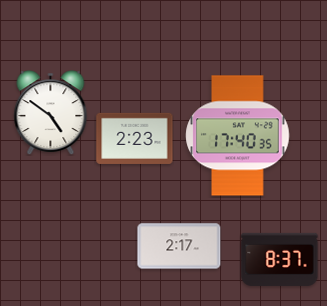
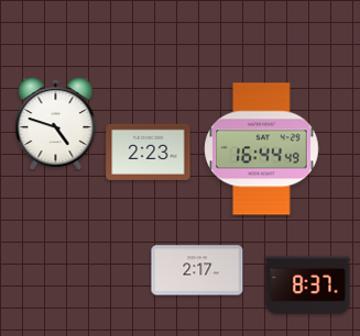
clock at (51, 113): 4:51 -> 4:48
clock at (238, 136): 17:40 -> 16:44
